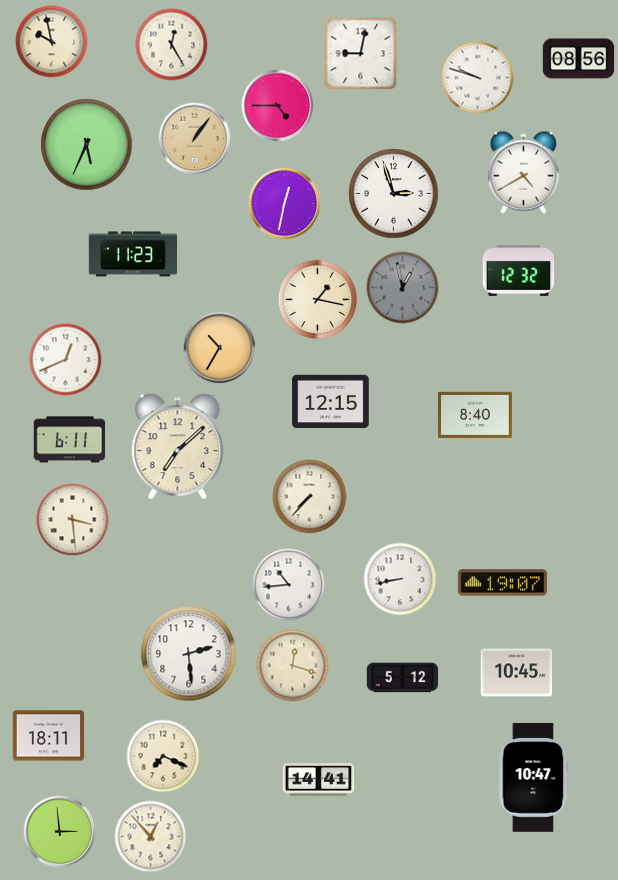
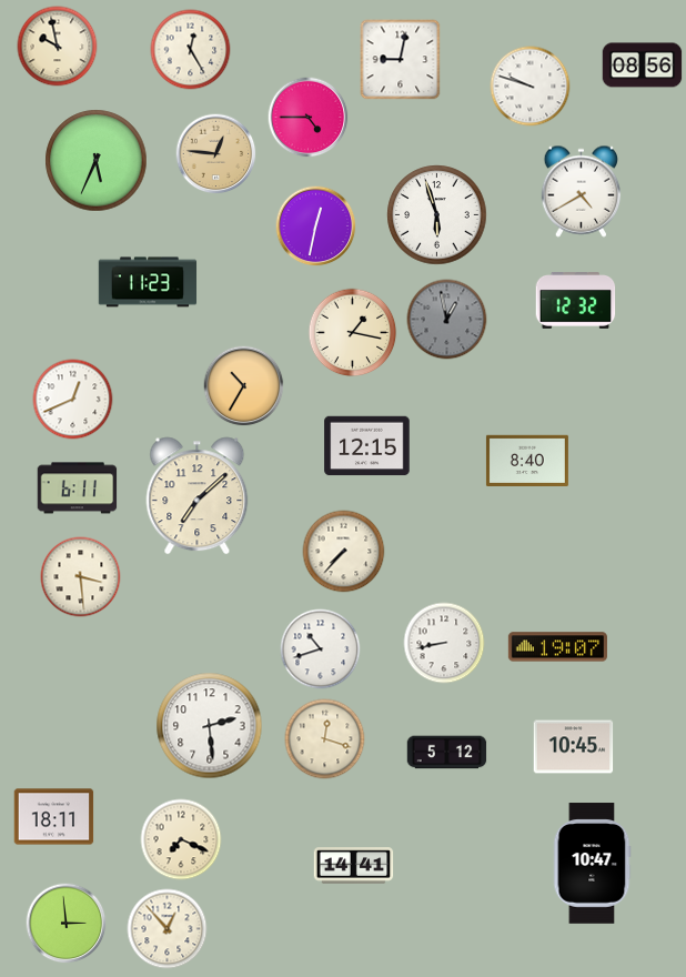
clock at (195, 139): 1:06 -> 12:46
clock at (394, 194): 2:57 -> 5:57
clock at (289, 585): 10:44 -> 10:42
